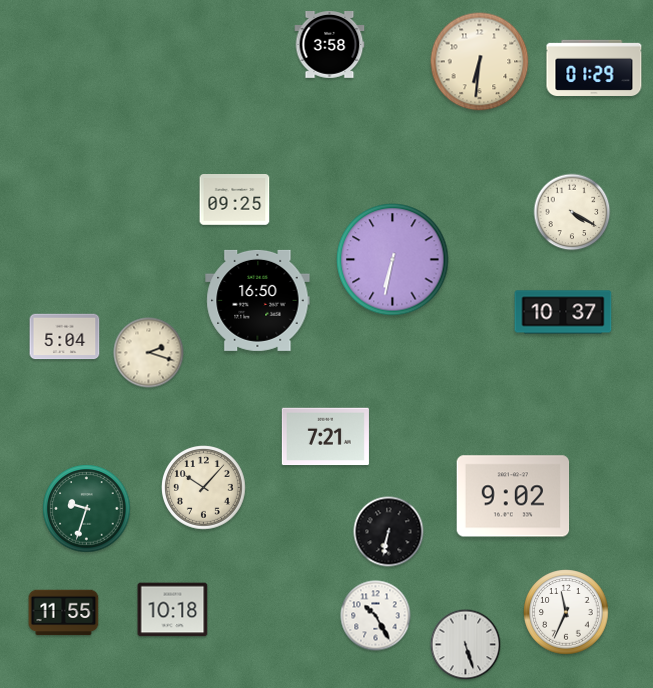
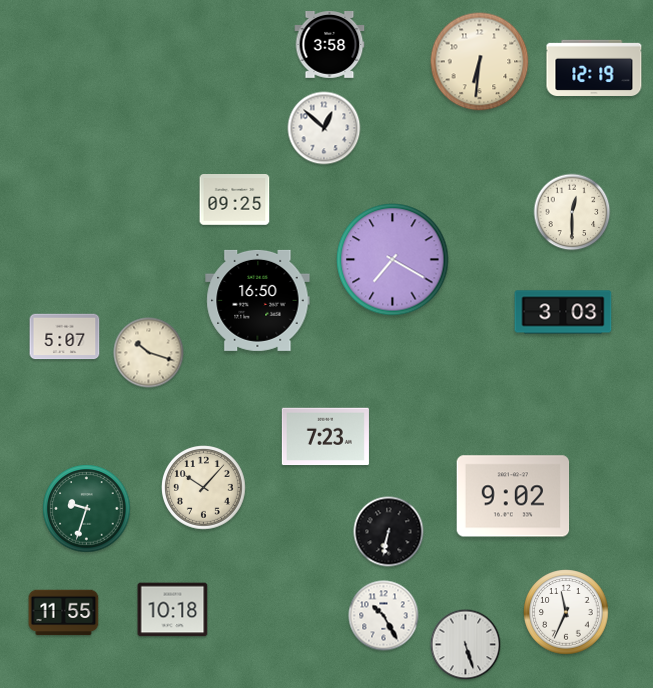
clock at (594, 67): 01:29 -> 12:19
clock at (324, 128): none -> 12:52
clock at (572, 212): 4:20 -> 12:30
clock at (393, 260): 6:32 -> 7:20
clock at (563, 312): 10:37 -> 3:03
clock at (65, 337): 5:04 -> 5:07
clock at (149, 353): 2:18 -> 10:18
clock at (325, 437): 7:21 -> 7:23
clock at (376, 616) position: (376, 616) -> (384, 616)
